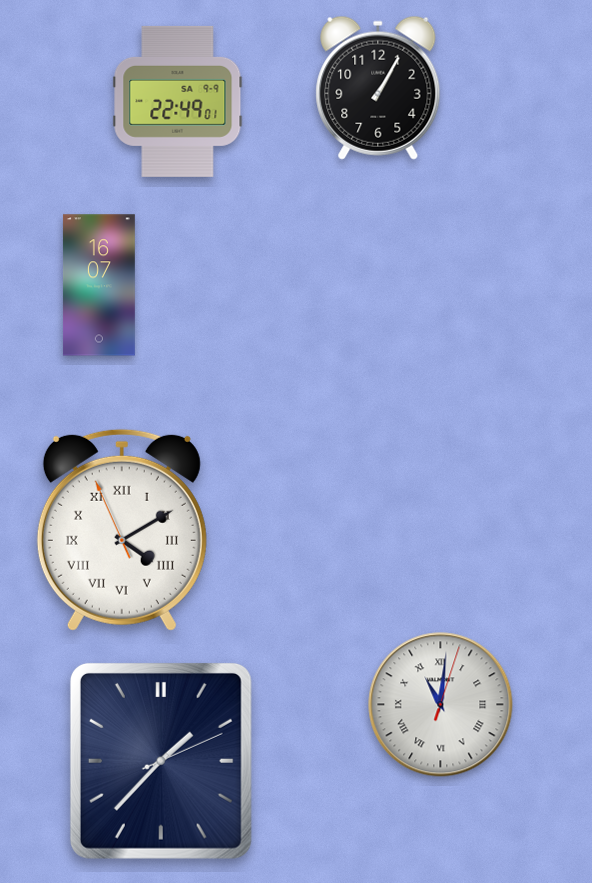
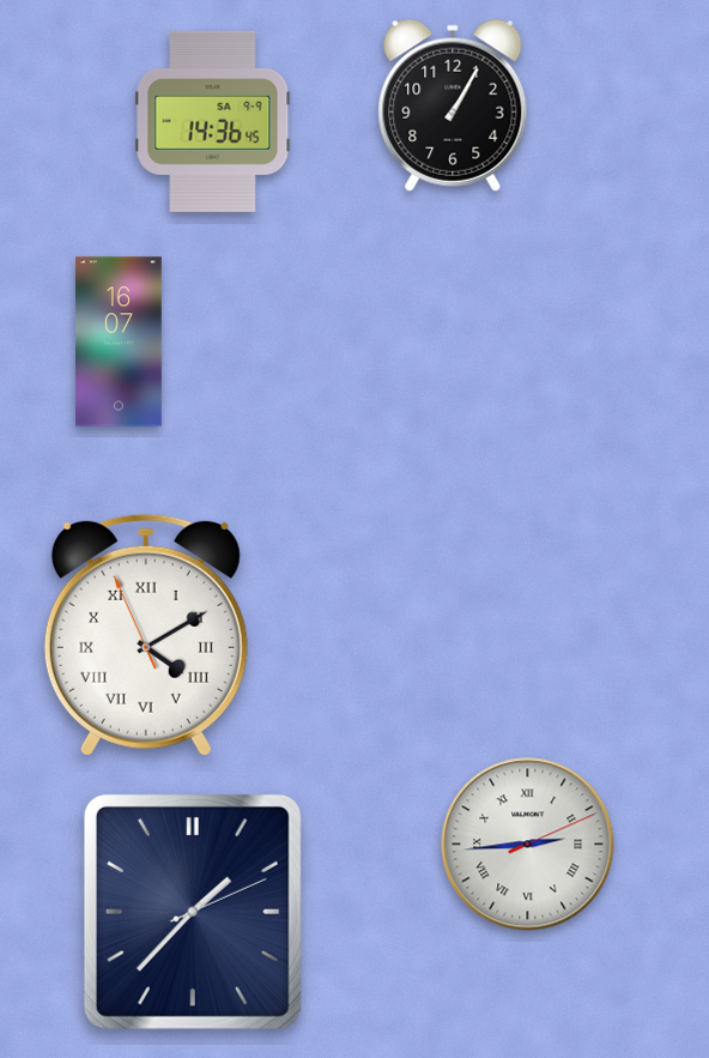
clock at (178, 101): 22:49 -> 14:36
clock at (441, 705): 11:01 -> 2:44
